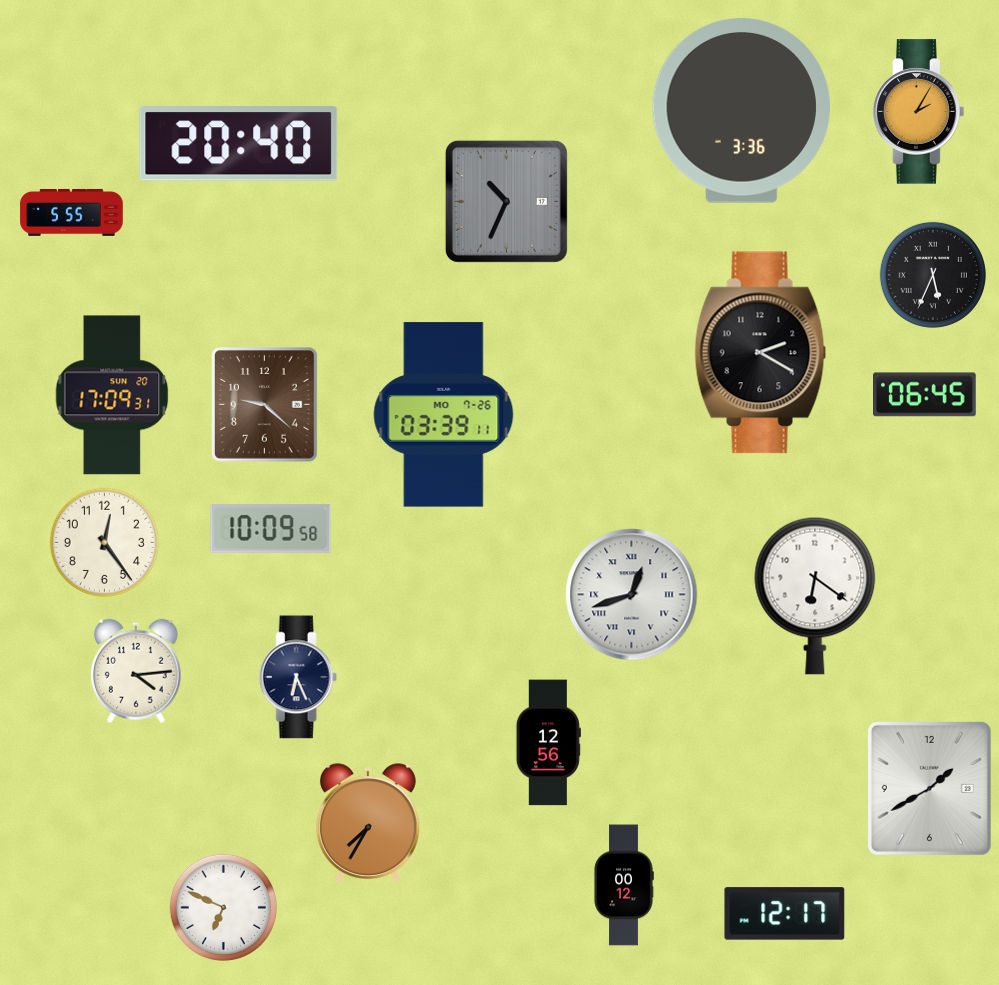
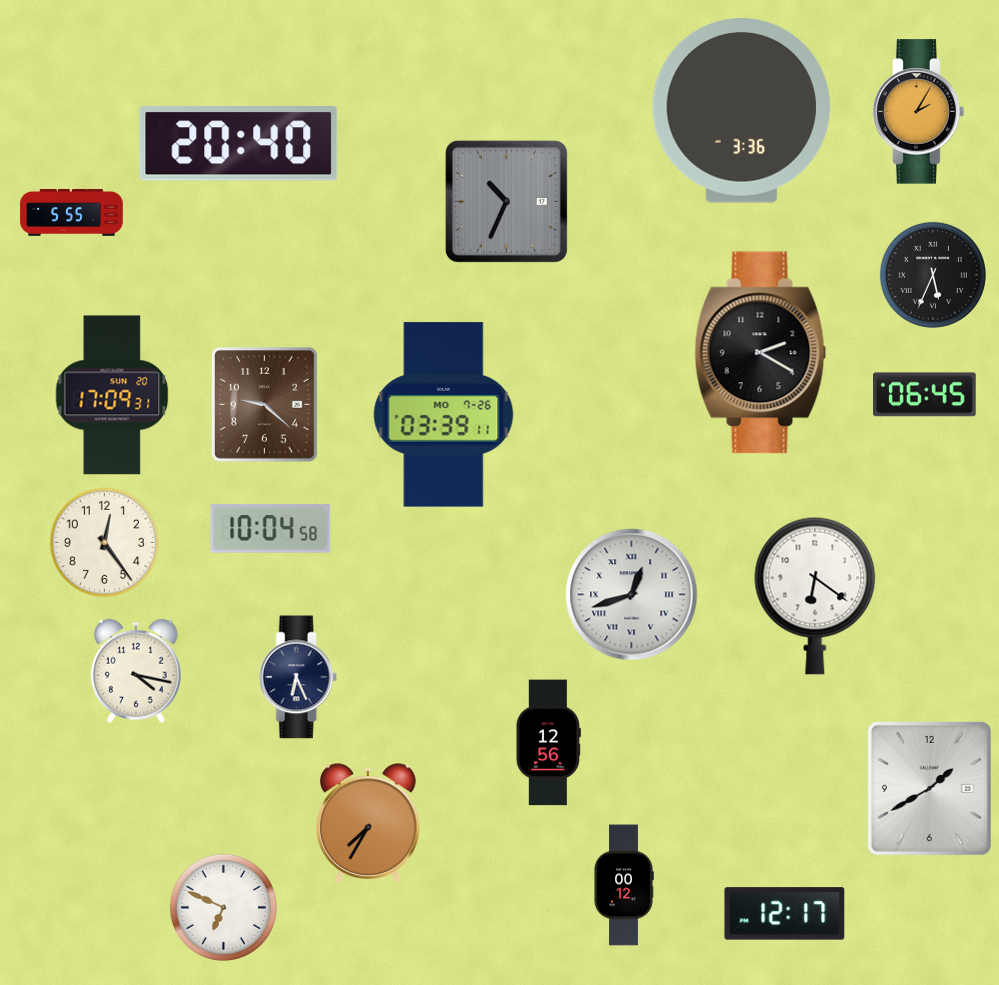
clock at (271, 529): 10:09 -> 10:04
clock at (136, 671): 4:14 -> 4:17
